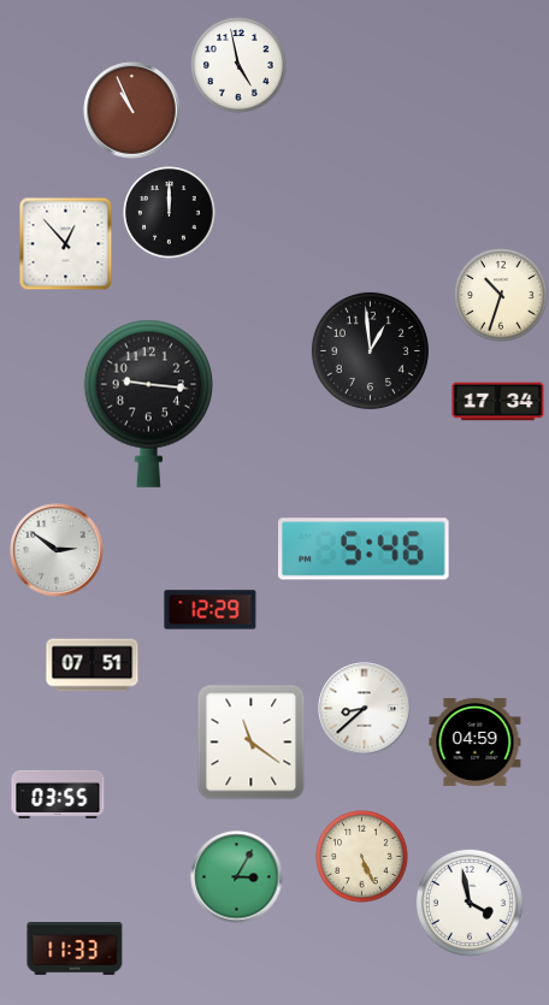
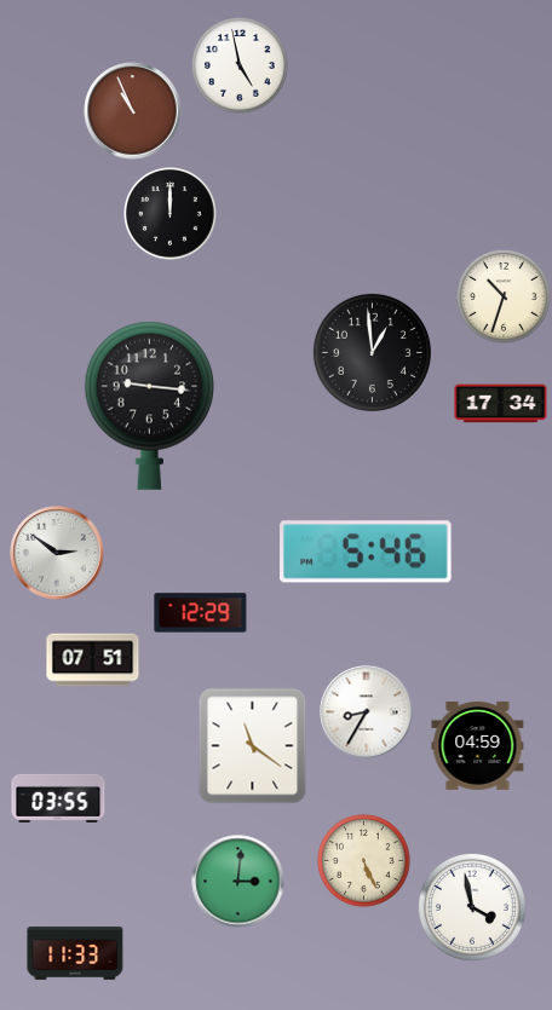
clock at (65, 243): 12:53 -> none
clock at (211, 610) position: (211, 610) -> (201, 613)
clock at (93, 666) position: (93, 666) -> (93, 660)
clock at (365, 709): 8:38 -> 8:35
clock at (237, 877): 3:05 -> 3:01
